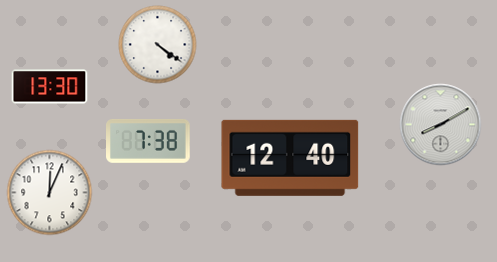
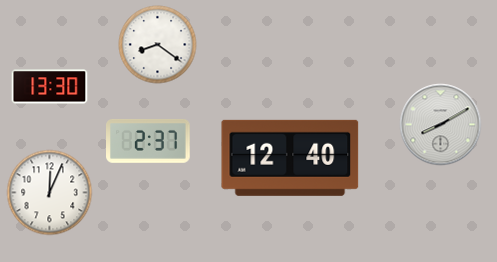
clock at (158, 45): 4:21 -> 8:21
clock at (148, 141): 7:38 -> 2:37
